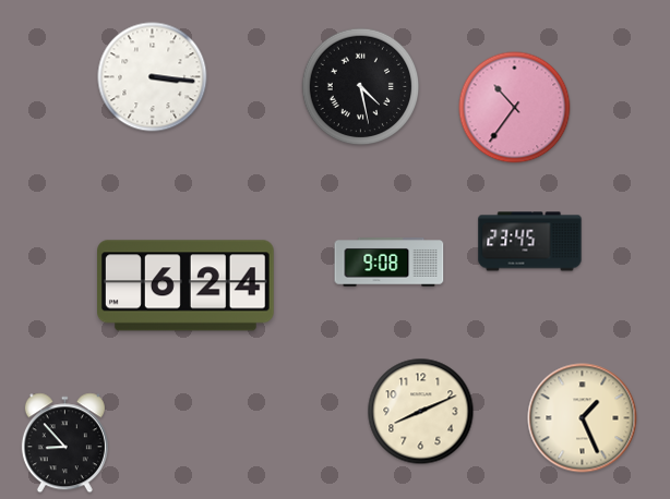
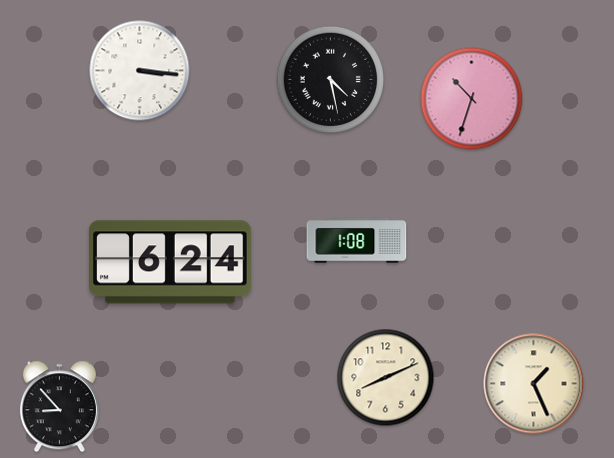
clock at (515, 108): 10:36 -> 10:33
clock at (530, 242): 23:45 -> none
clock at (390, 263): 9:08 -> 1:08
